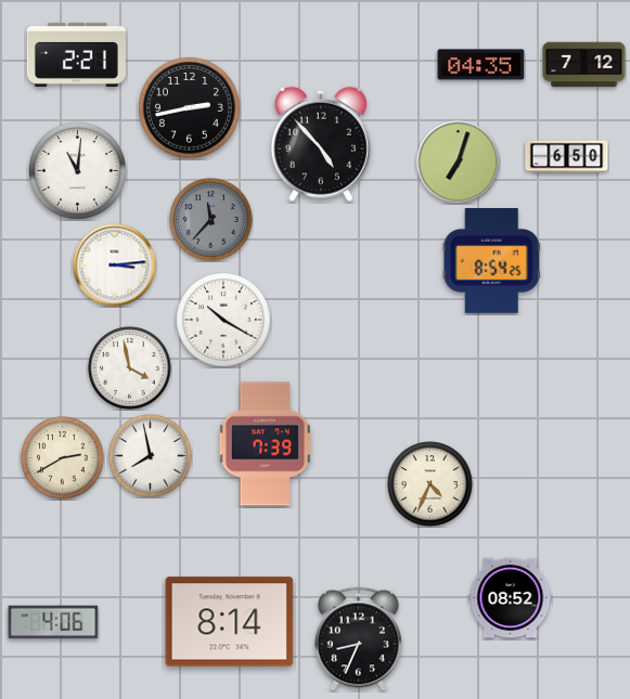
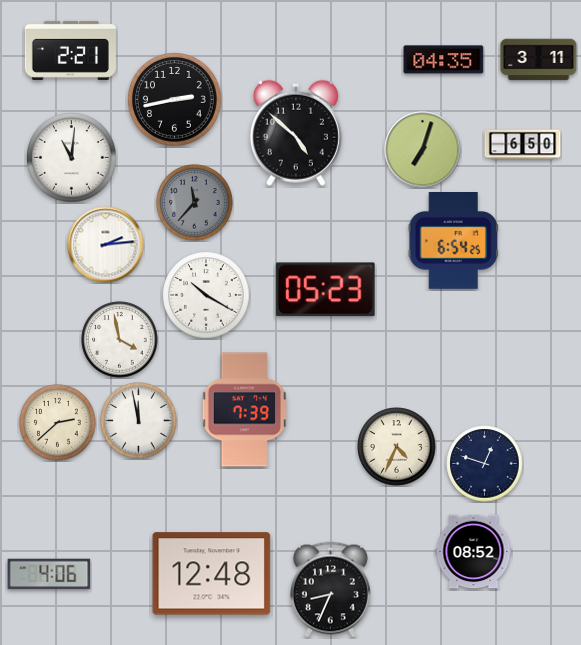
clock at (584, 65): 7:12 -> 3:11
clock at (321, 144): 4:53 -> 4:52
clock at (491, 261): 8:54 -> 6:54
clock at (115, 266): 3:14 -> 2:14
clock at (325, 290): none -> 05:23
clock at (151, 456): 7:58 -> 11:58
clock at (63, 458): 2:40 -> 2:38
clock at (485, 464): none -> 12:48
clock at (511, 598) position: (511, 598) -> (474, 552)
clock at (230, 622): 8:14 -> 12:48
